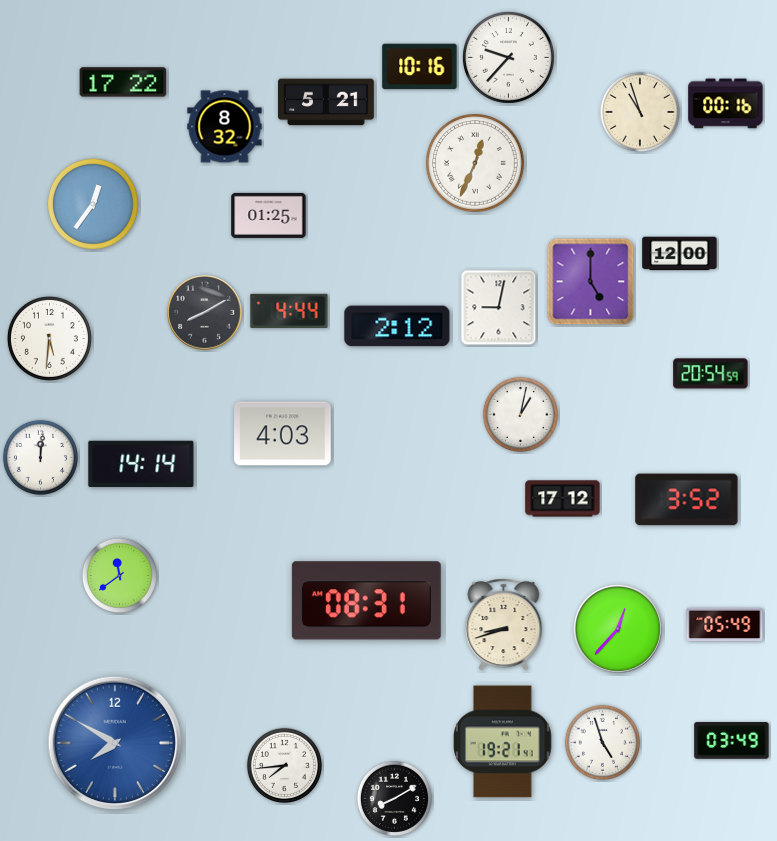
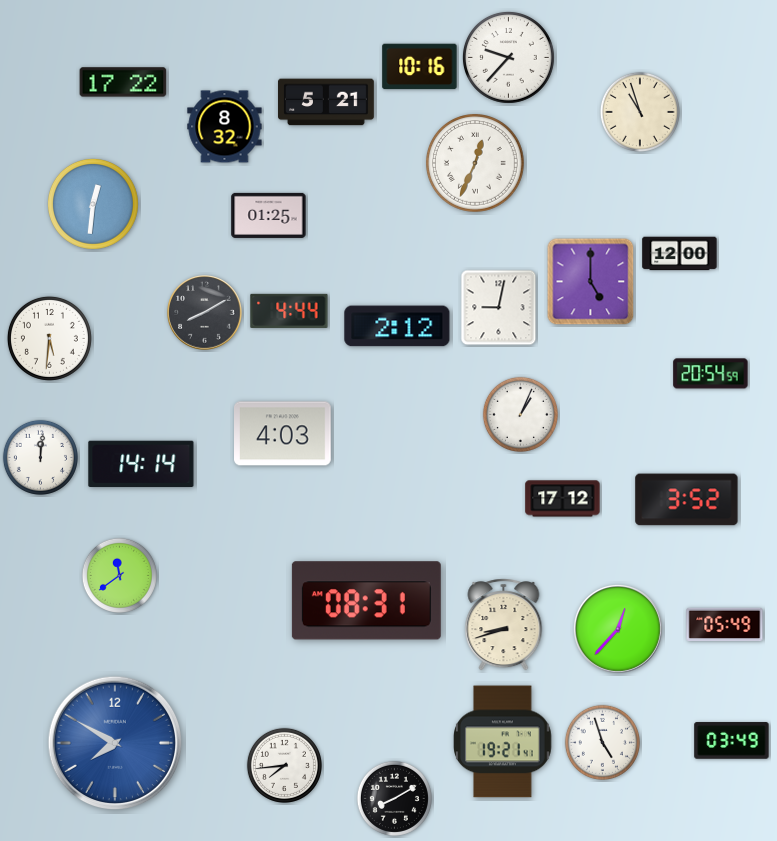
clock at (726, 104): 00:16 -> none
clock at (93, 204): 12:36 -> 12:31
clock at (520, 414): 1:02 -> 1:04
